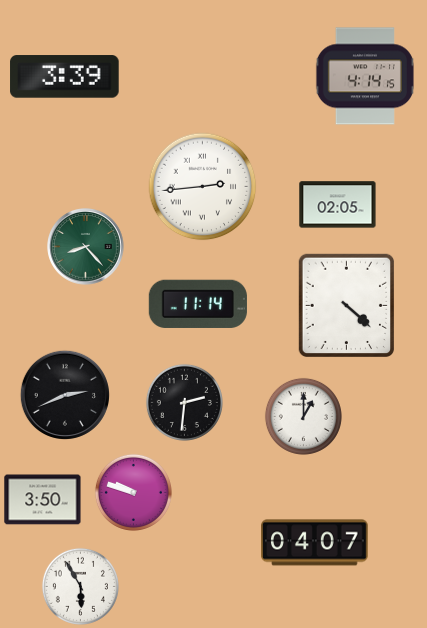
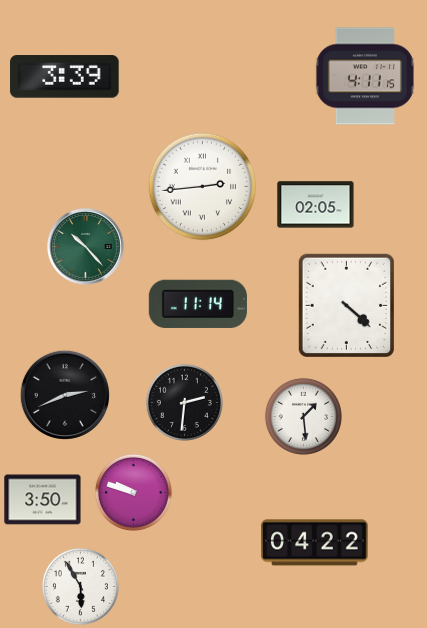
clock at (365, 76): 4:14 -> 4:11
clock at (338, 205) position: (338, 205) -> (316, 205)
clock at (86, 247): 8:23 -> 10:23
clock at (303, 416): 1:00 -> 1:29
clock at (315, 543): 04:07 -> 04:22
